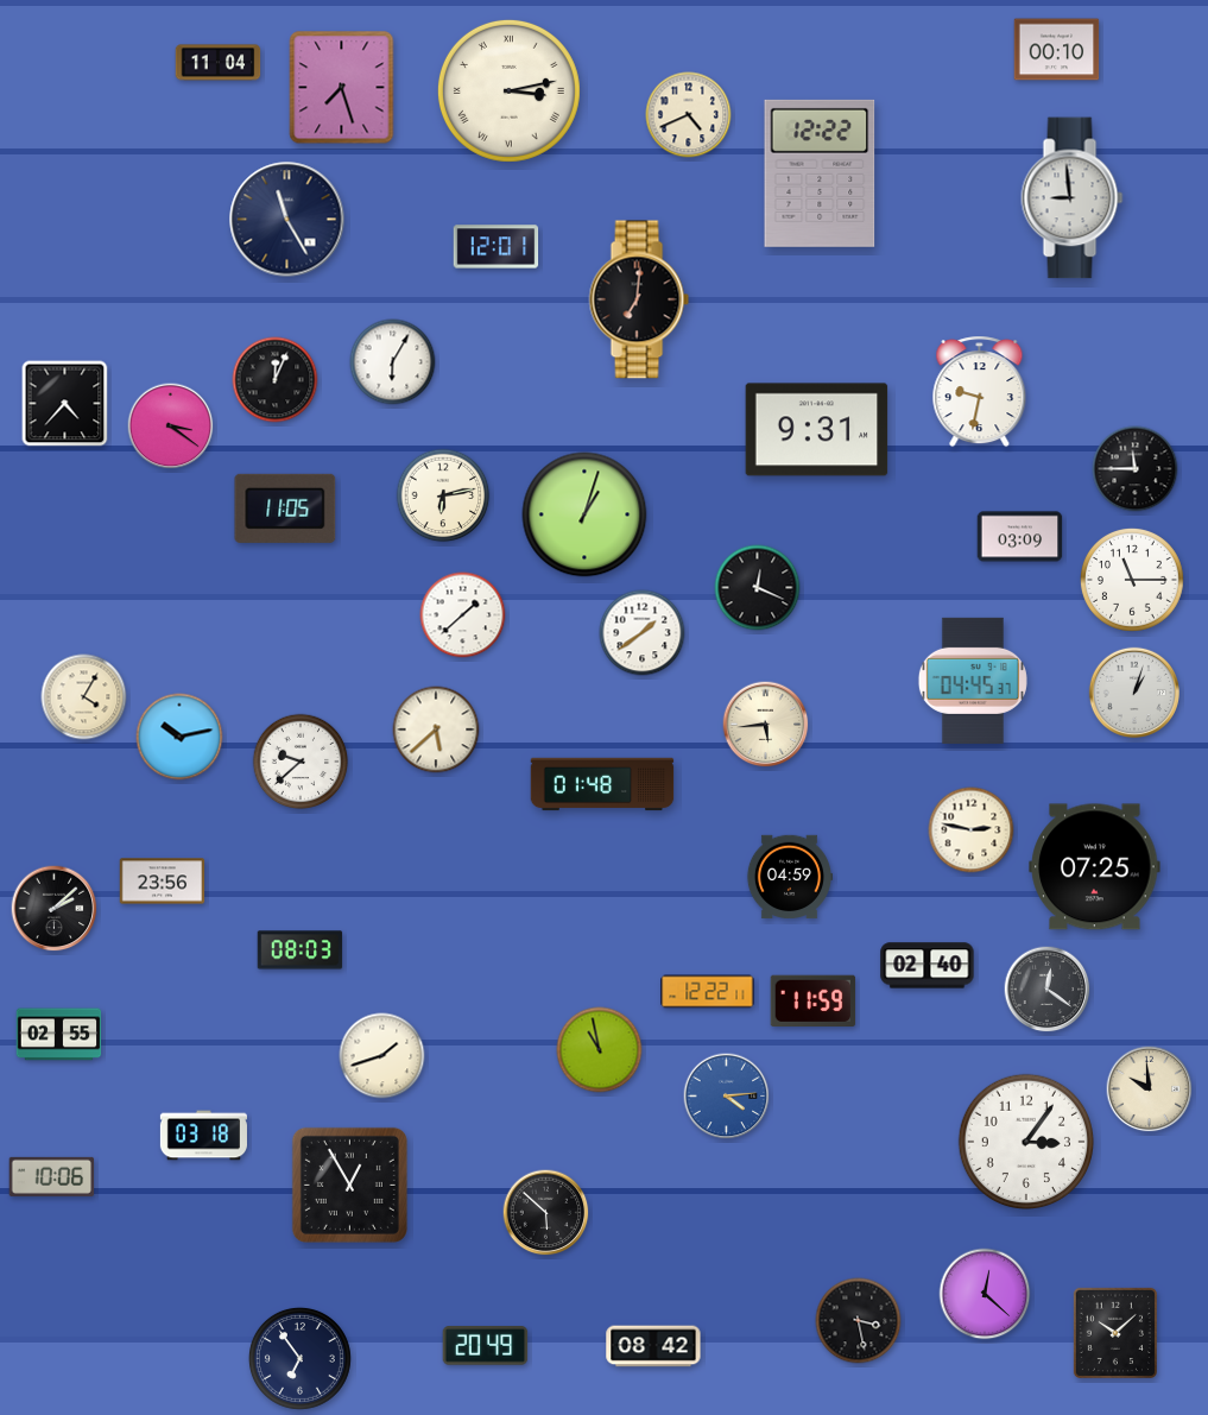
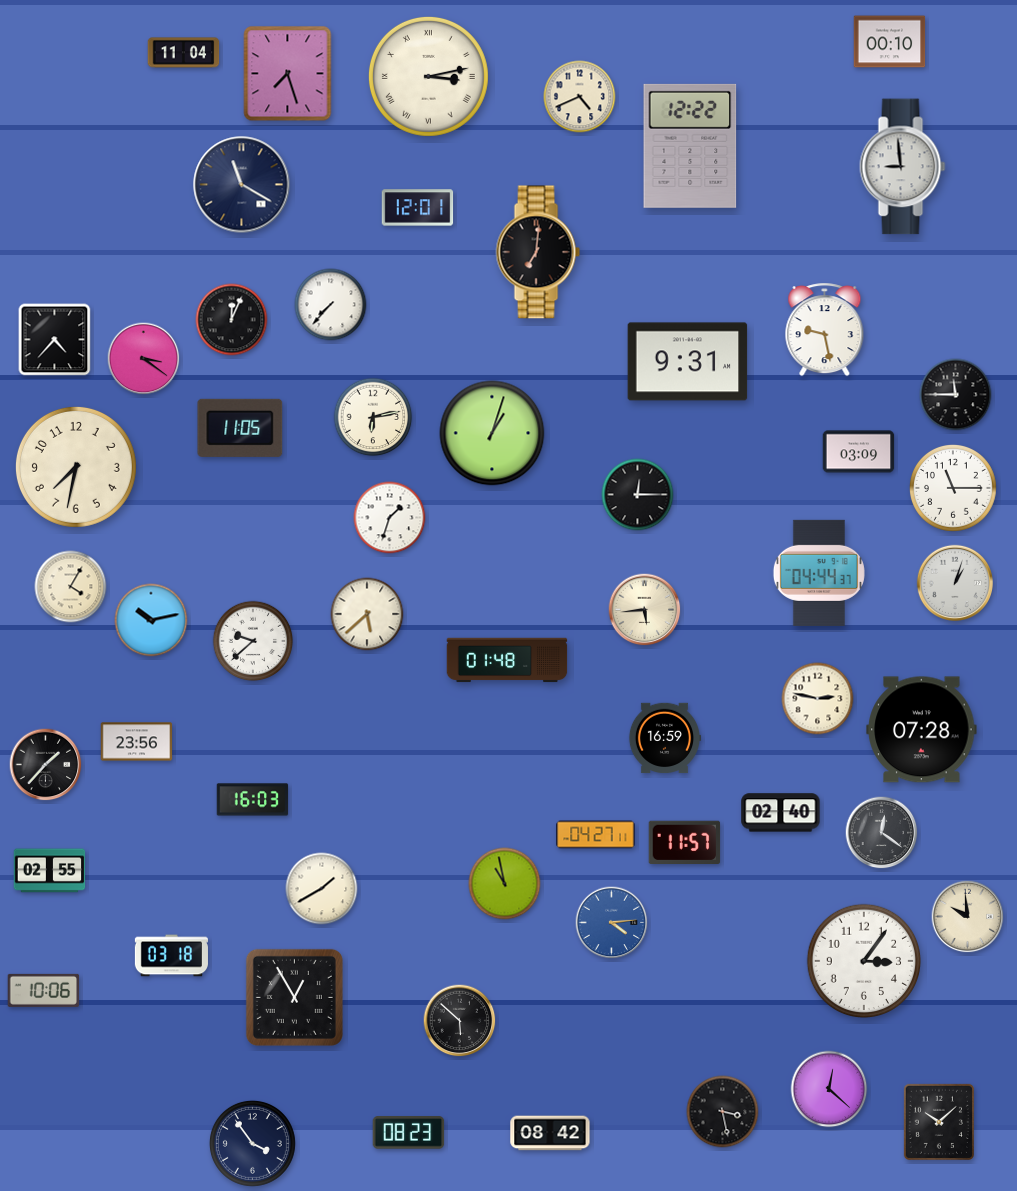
clock at (287, 220): 11:25 -> 11:20
clock at (393, 362): 6:05 -> 7:37
clock at (980, 392): 9:32 -> 9:28
clock at (76, 467): none -> 7:32
clock at (758, 588): 12:19 -> 12:15
clock at (463, 615): 1:38 -> 1:33
clock at (643, 633): 1:39 -> none
clock at (973, 681): 04:45 -> 04:44
clock at (1095, 867): 07:25 -> 07:28
clock at (789, 877): 04:59 -> 16:59
clock at (55, 909): 2:08 -> 1:37
clock at (301, 950): 08:03 -> 16:03
clock at (708, 992): 12:22 -> 04:27
clock at (814, 1000): 11:59 -> 11:57
clock at (382, 1056): 1:42 -> 1:40
clock at (486, 1346): 20:49 -> 08:23
clock at (299, 1358): 6:54 -> 3:54
